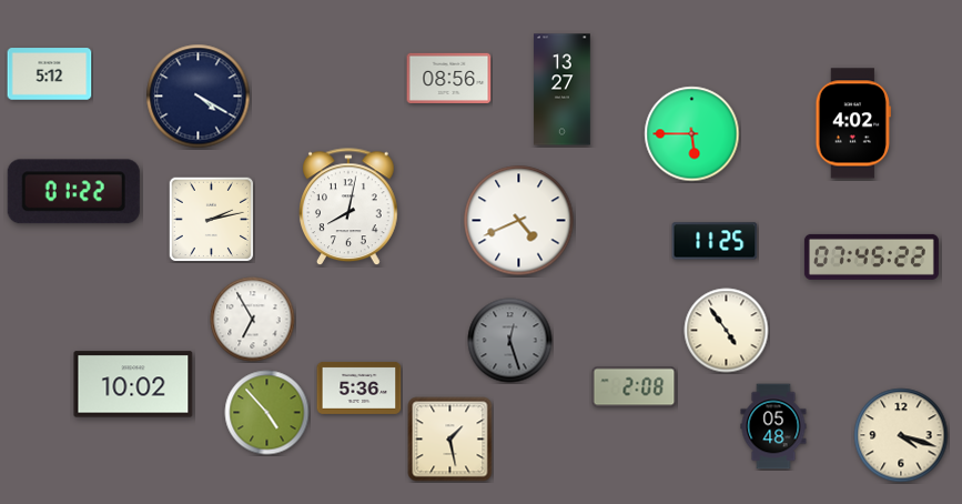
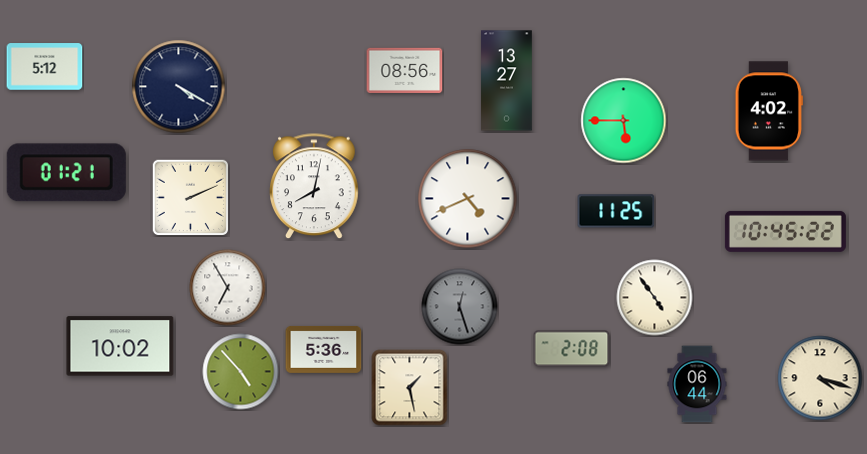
clock at (73, 192): 01:22 -> 01:21
clock at (211, 219): 2:13 -> 2:11
clock at (715, 241) position: (715, 241) -> (616, 211)
clock at (871, 256): 07:45 -> 10:45
clock at (773, 426): 05:48 -> 06:44
clock at (901, 435) position: (901, 435) -> (820, 378)
clock at (450, 440) position: (450, 440) -> (410, 388)
